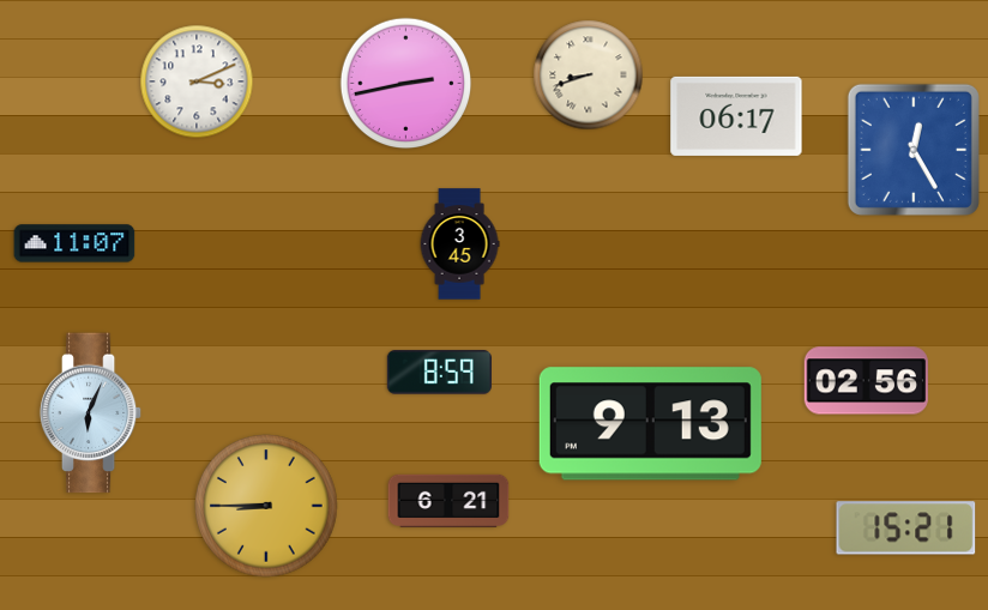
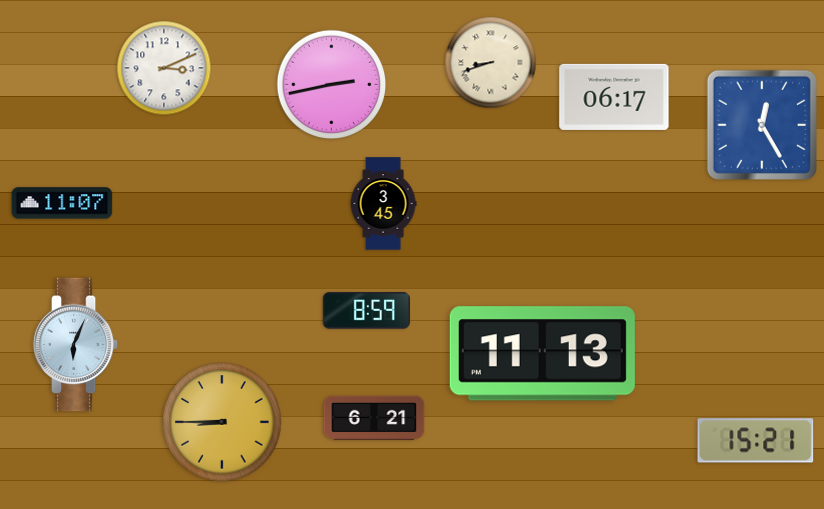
clock at (406, 84) position: (406, 84) -> (332, 85)
clock at (866, 381): 02:56 -> none
clock at (650, 424): 9:13 -> 11:13
